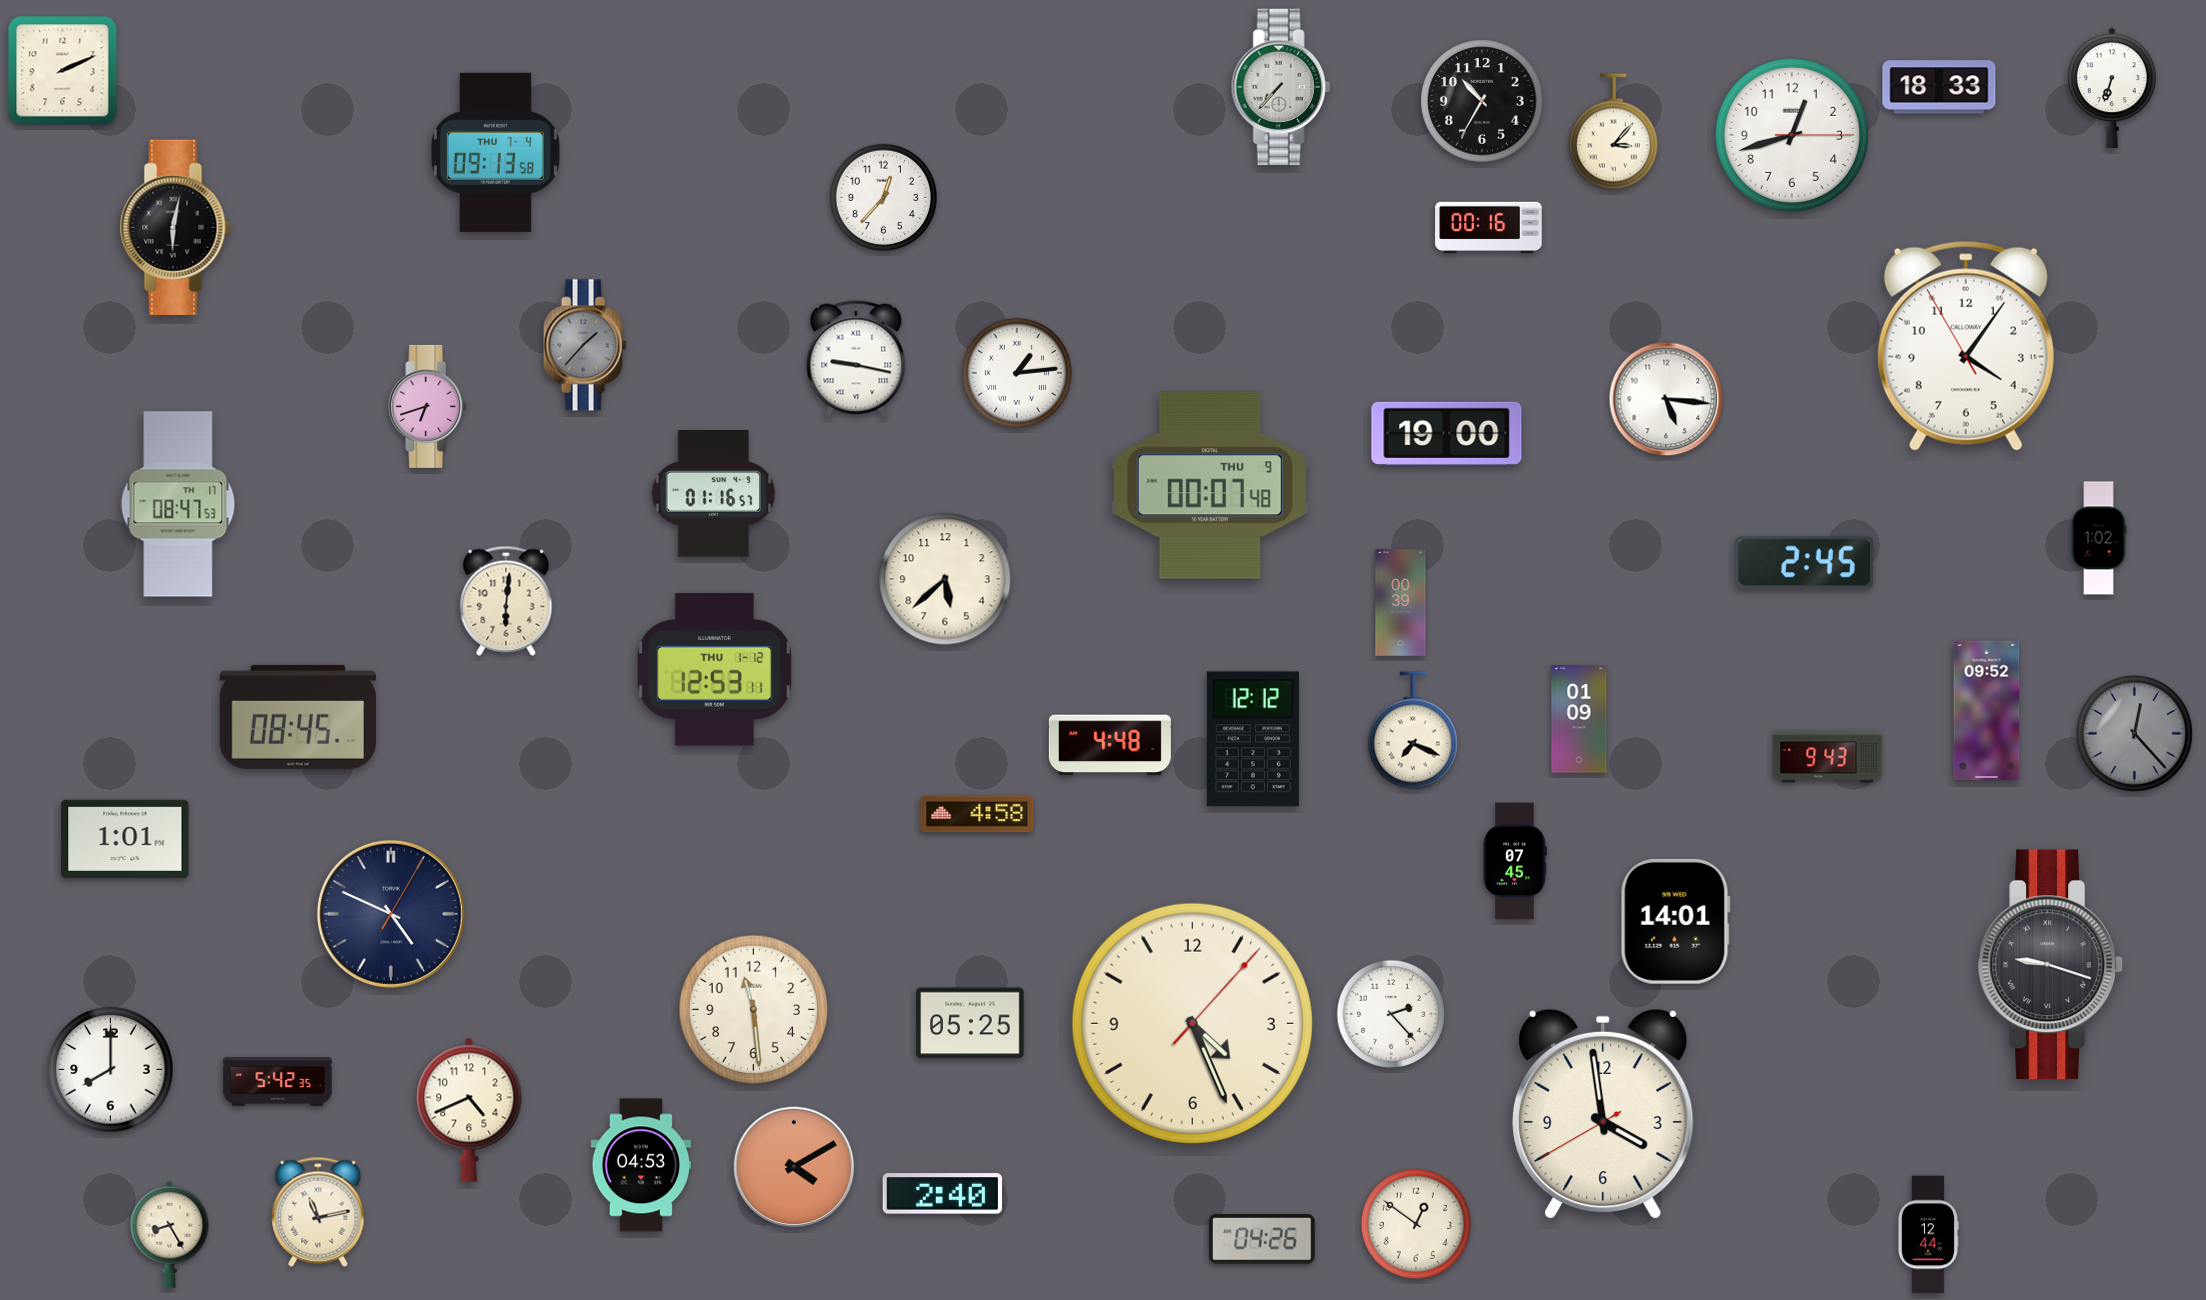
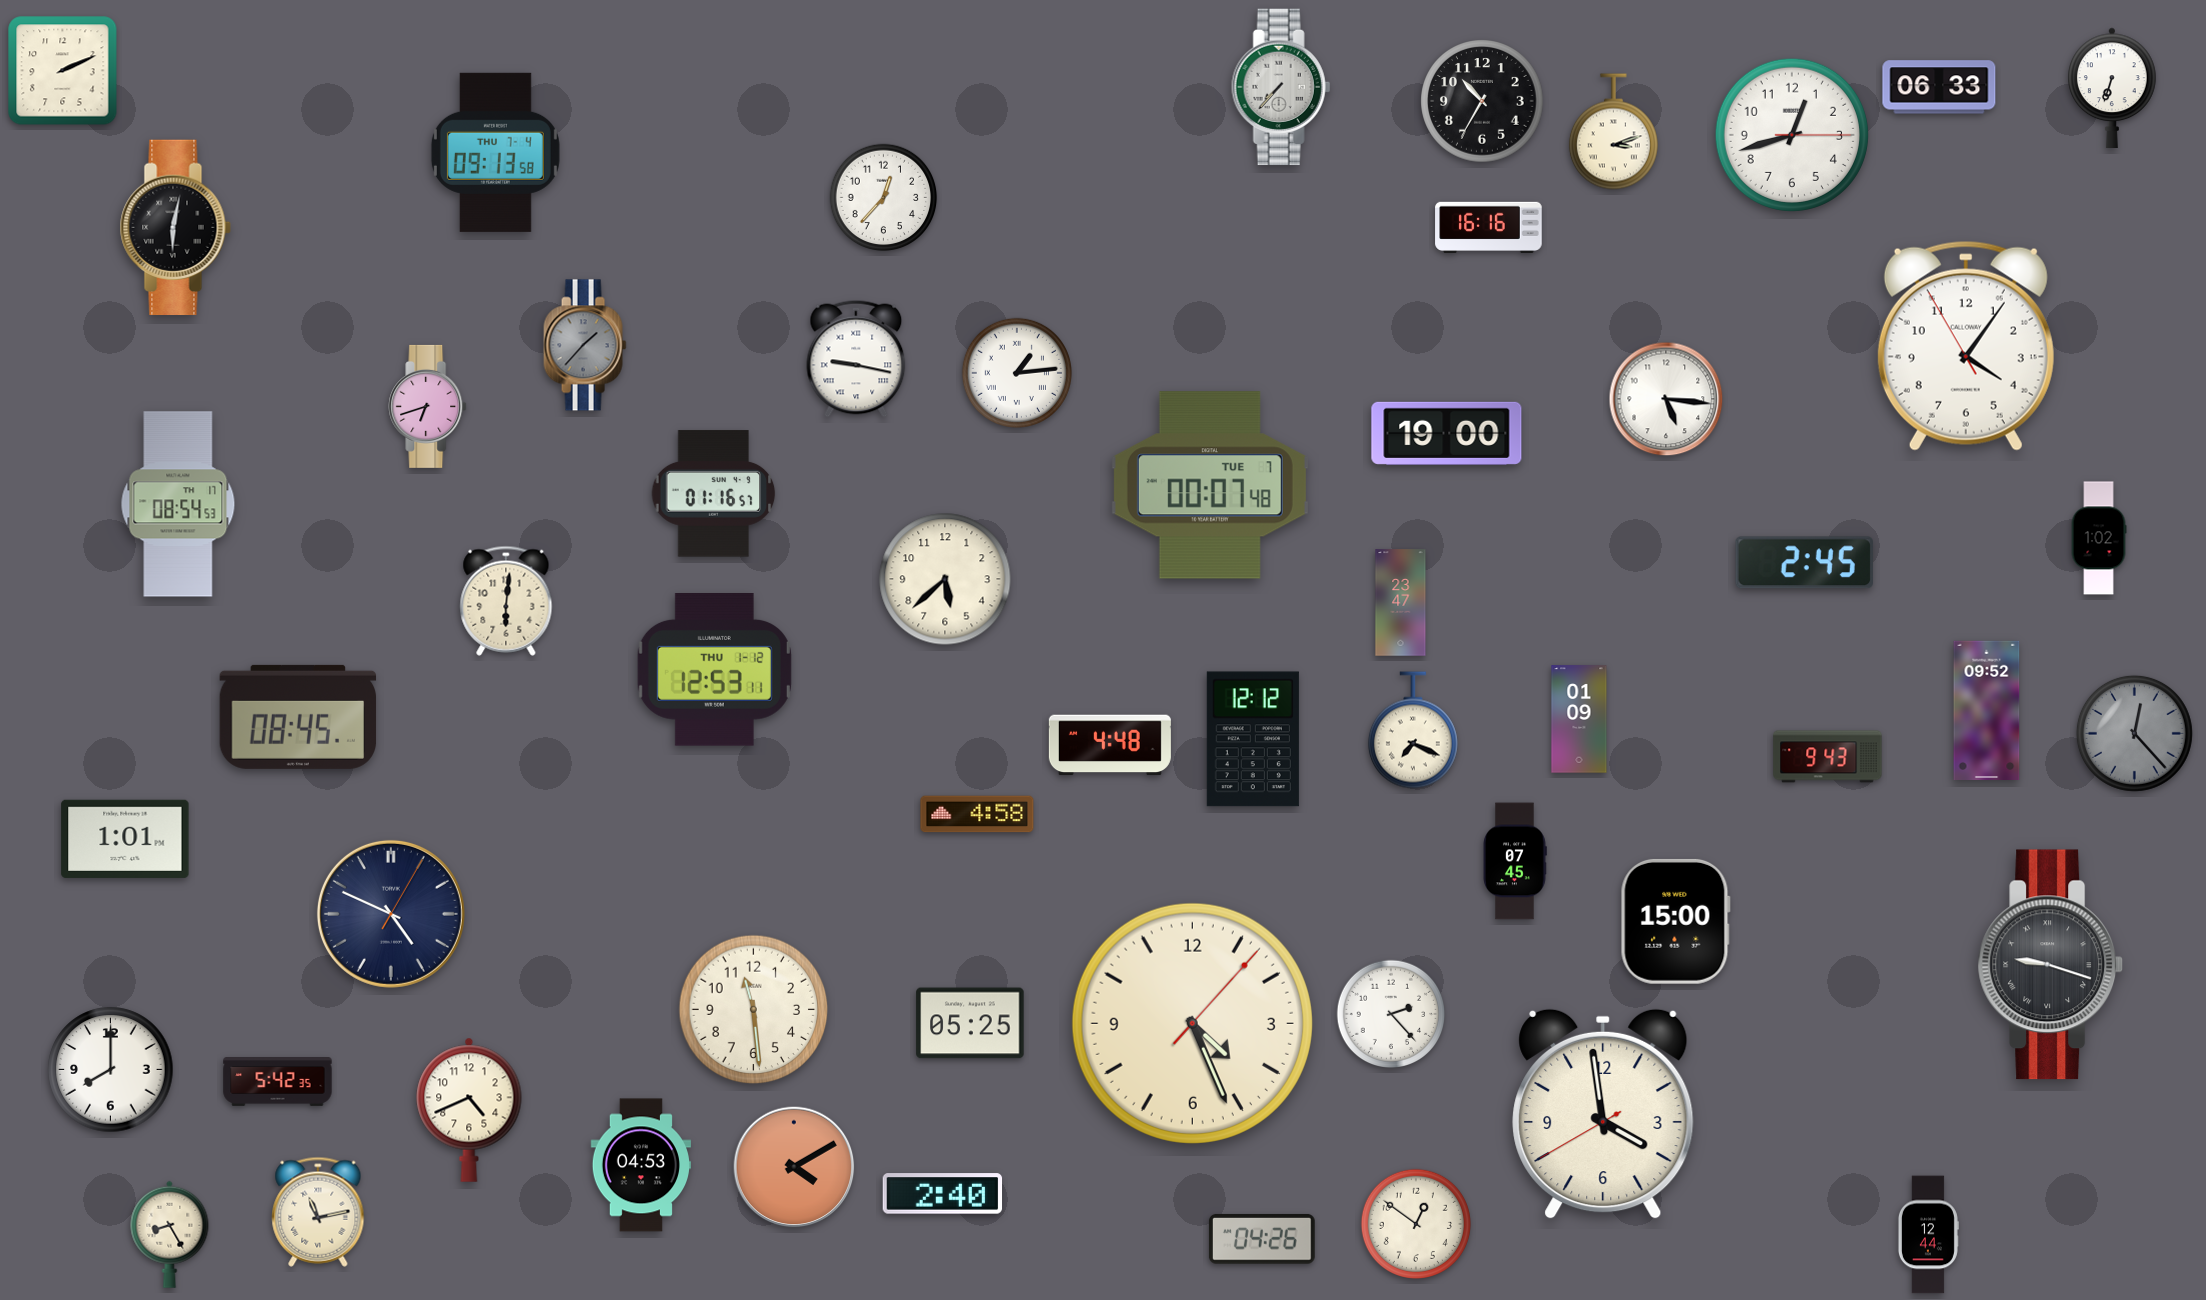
clock at (1939, 87): 18:33 -> 06:33
clock at (1613, 132): 3:07 -> 3:12
clock at (1489, 227): 00:16 -> 16:16
clock at (1210, 485) date: THU 9 -> TUE 7
clock at (178, 504): 08:47 -> 08:54
clock at (1401, 603): 00:39 -> 23:47
clock at (1675, 921): 14:01 -> 15:00
